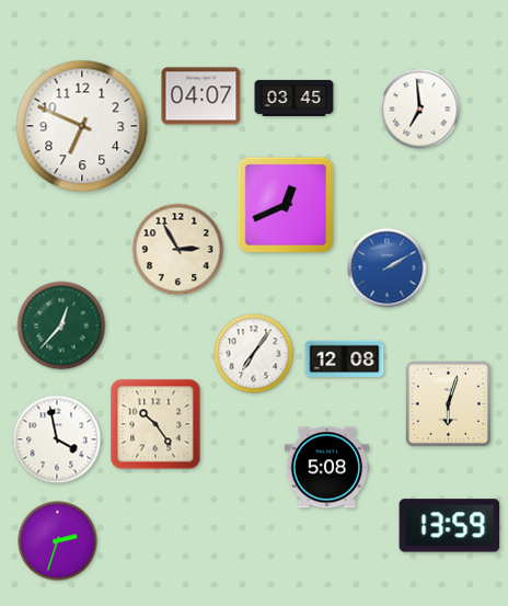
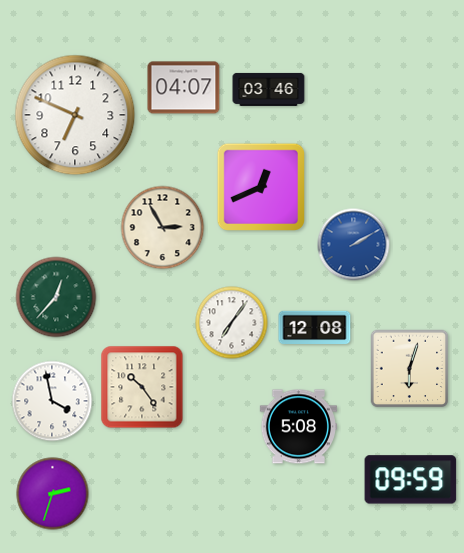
clock at (295, 98): 03:45 -> 03:46
clock at (420, 110): 6:59 -> none
clock at (450, 526): 13:59 -> 09:59
